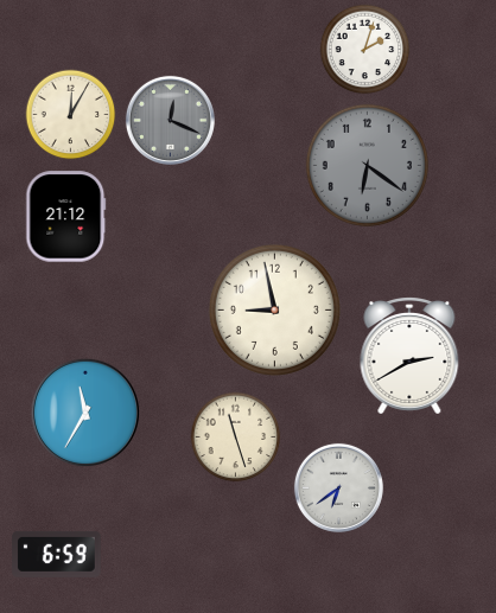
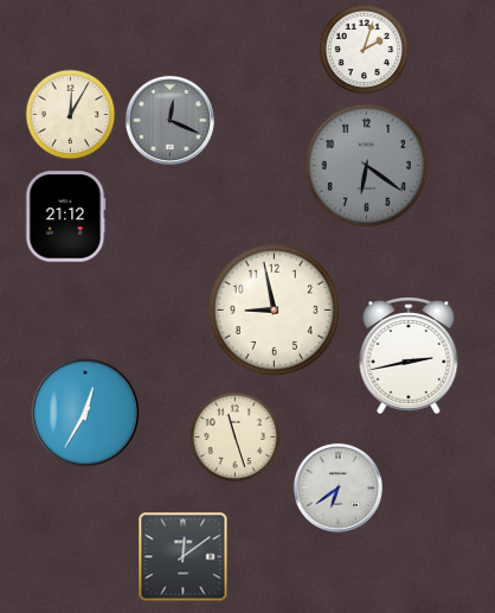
clock at (409, 357): 2:40 -> 2:43
clock at (85, 413): 11:35 -> 12:35
clock at (57, 554): 6:59 -> none
clock at (184, 557): none -> 12:09
